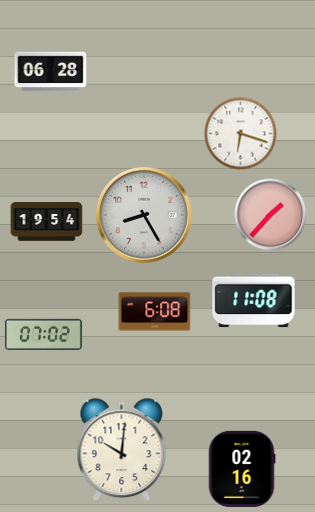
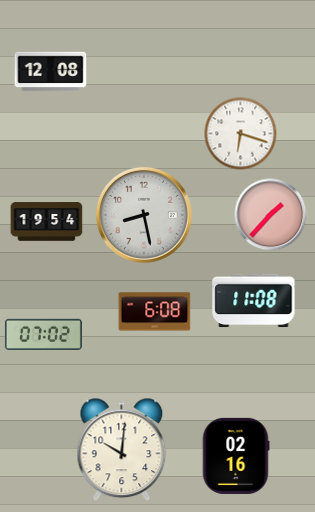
clock at (51, 72): 06:28 -> 12:08
clock at (144, 215): 8:25 -> 8:28
clock at (242, 469) position: (242, 469) -> (236, 456)
